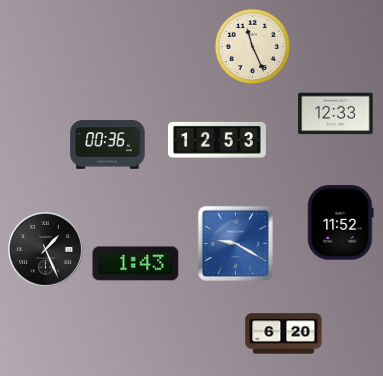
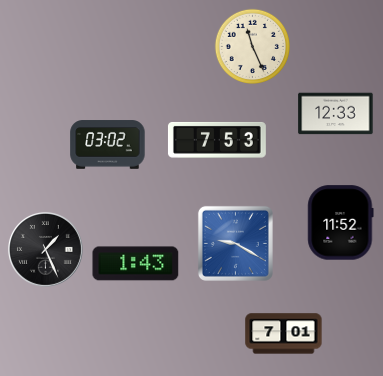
clock at (217, 140): 12:53 -> 7:53
clock at (108, 145): 00:36 -> 03:02
clock at (284, 334): 6:20 -> 7:01
